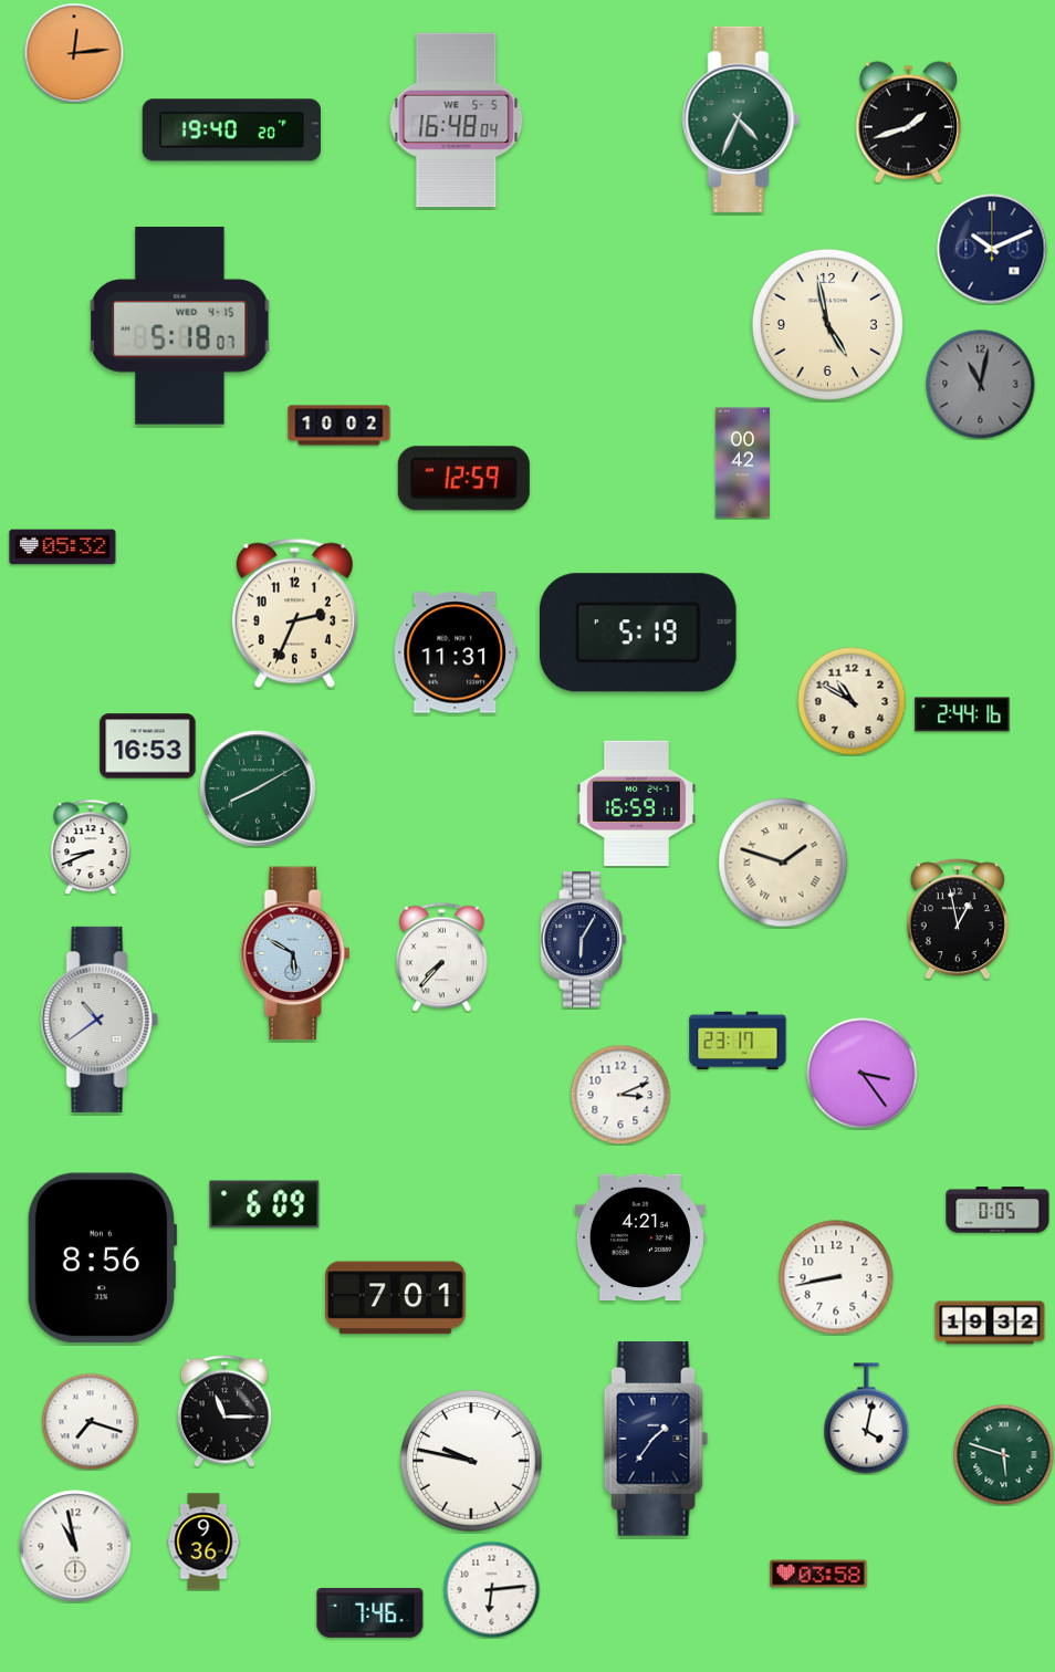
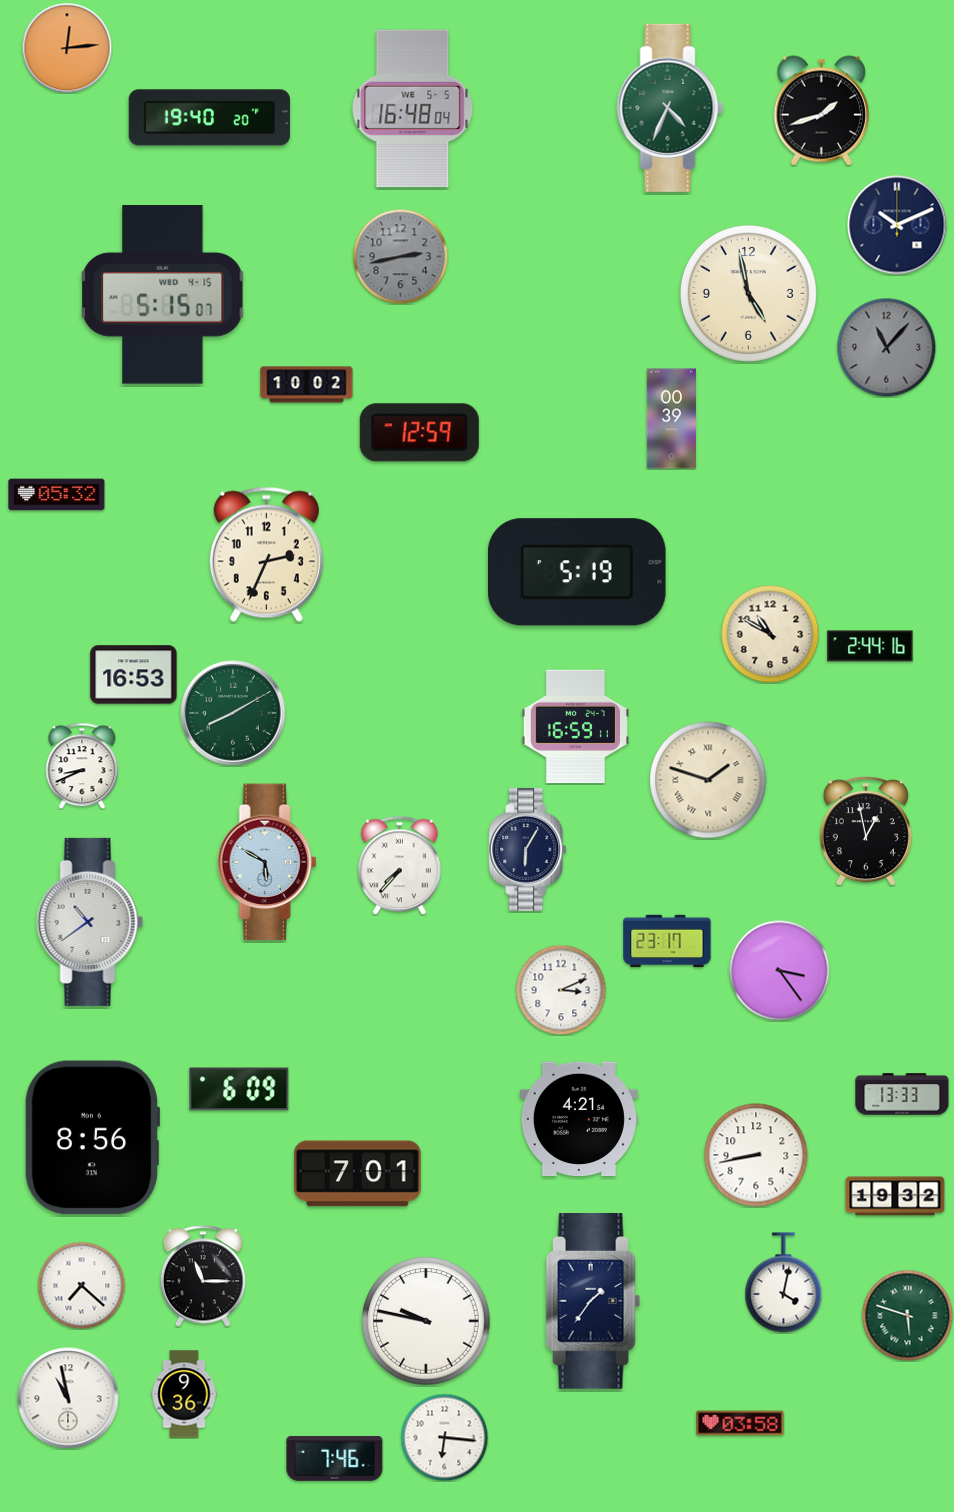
clock at (400, 256): none -> 2:43
clock at (180, 326): 5:18 -> 5:15
clock at (981, 385): 11:02 -> 11:07
clock at (742, 463): 00:42 -> 00:39
clock at (456, 652): 11:31 -> none
clock at (997, 1210): 0:05 -> 13:33
clock at (90, 1421): 7:18 -> 7:22
clock at (491, 1589): 6:14 -> 6:16
